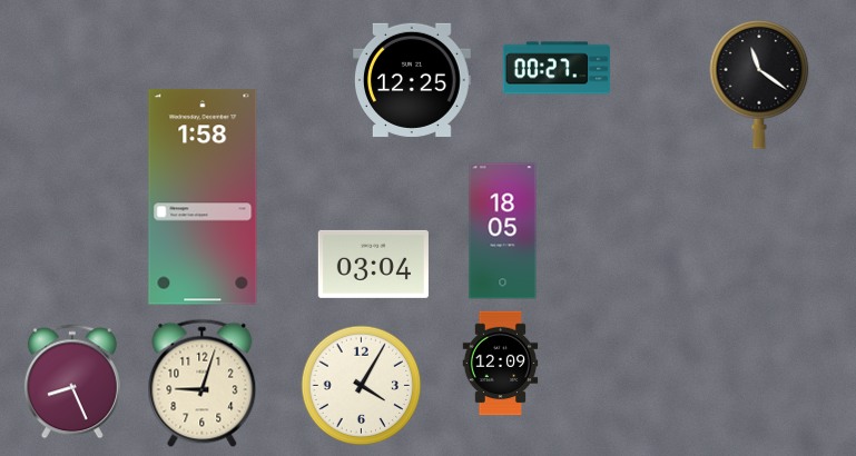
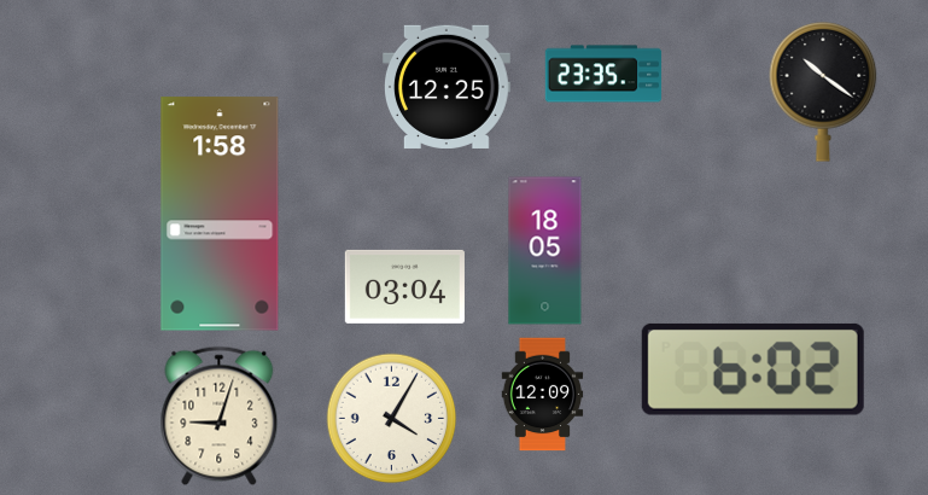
clock at (557, 68): 00:27 -> 23:35
clock at (759, 86): 11:21 -> 10:21
clock at (753, 369): none -> 6:02
clock at (72, 381): 8:26 -> none
